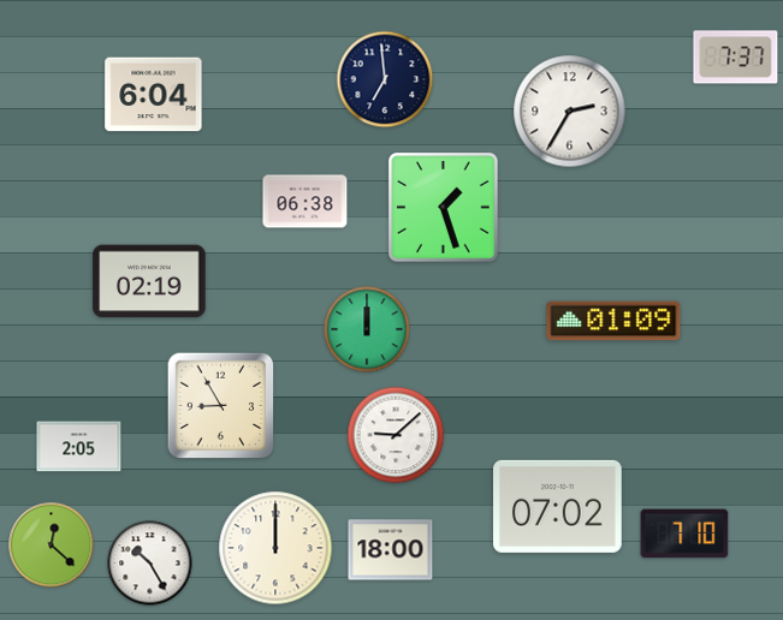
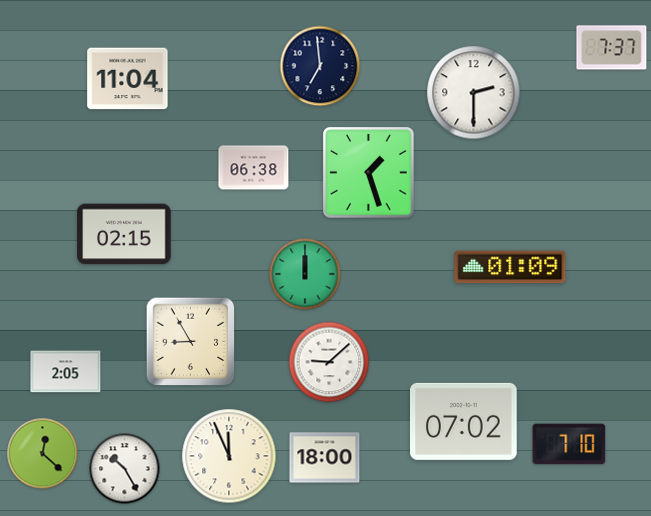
clock at (154, 95): 6:04 -> 11:04
clock at (570, 112): 2:35 -> 2:30
clock at (149, 281): 02:19 -> 02:15
clock at (221, 406) position: (221, 406) -> (191, 342)
clock at (275, 548): 12:00 -> 11:56
